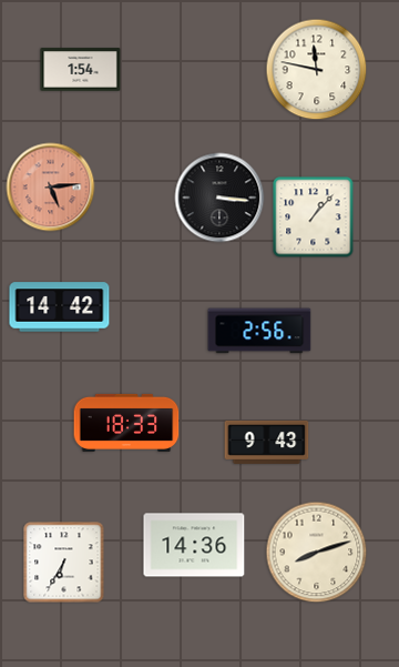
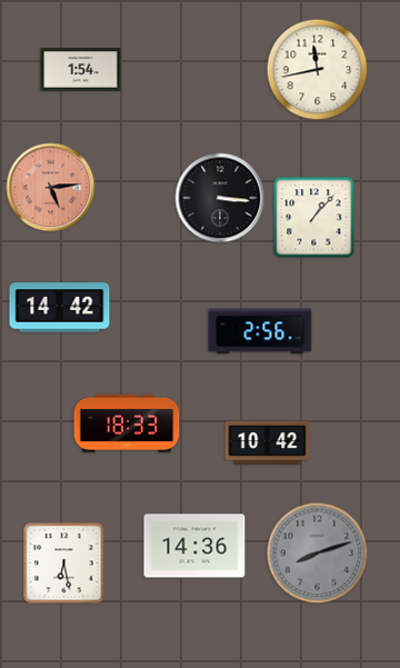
clock at (317, 70): 11:47 -> 11:43
clock at (267, 442): 9:43 -> 10:42
clock at (317, 553) dial: cream -> grey
clock at (64, 563): 6:35 -> 6:28
